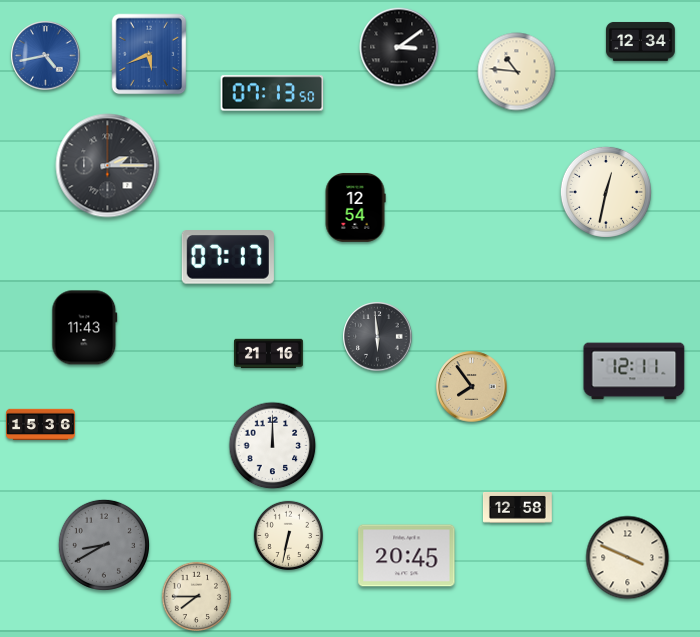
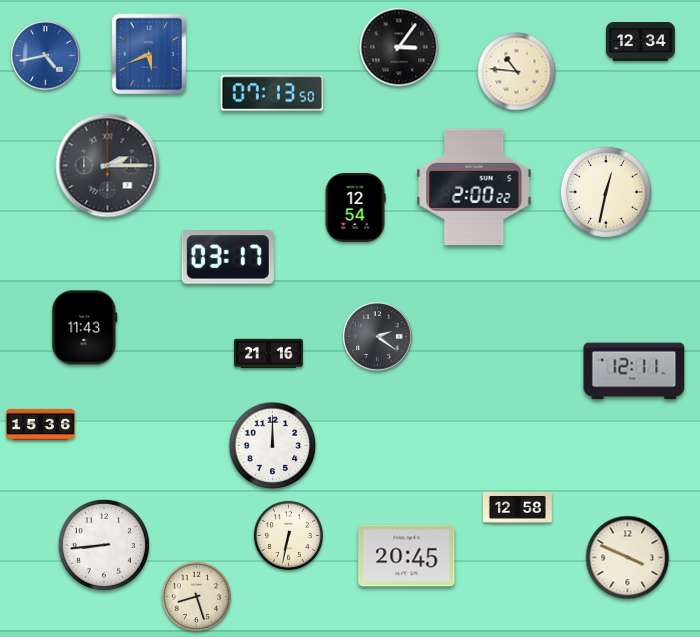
clock at (399, 47): 3:09 -> 3:06
clock at (474, 187): none -> 2:00
clock at (228, 257): 07:17 -> 03:17
clock at (378, 337): 5:59 -> 2:21
clock at (472, 387): 7:54 -> none
clock at (104, 545): 8:40 -> 8:44
clock at (104, 545) dial: grey -> white
clock at (196, 596): 7:45 -> 8:27
